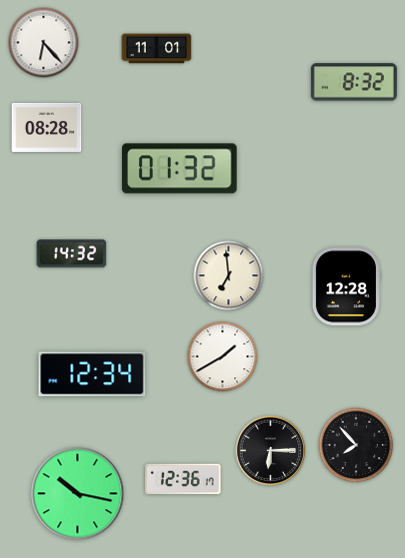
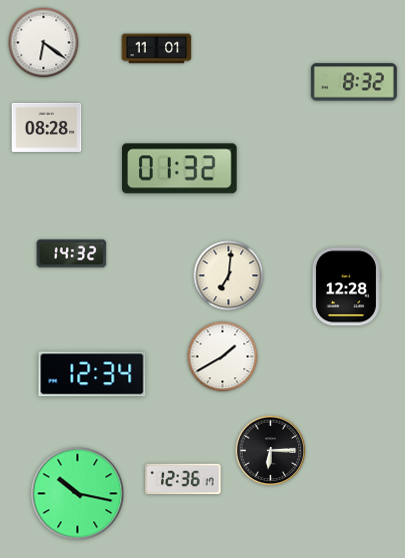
clock at (44, 43): 6:23 -> 6:21
clock at (229, 276): 6:59 -> 7:01
clock at (356, 445): 7:53 -> none
